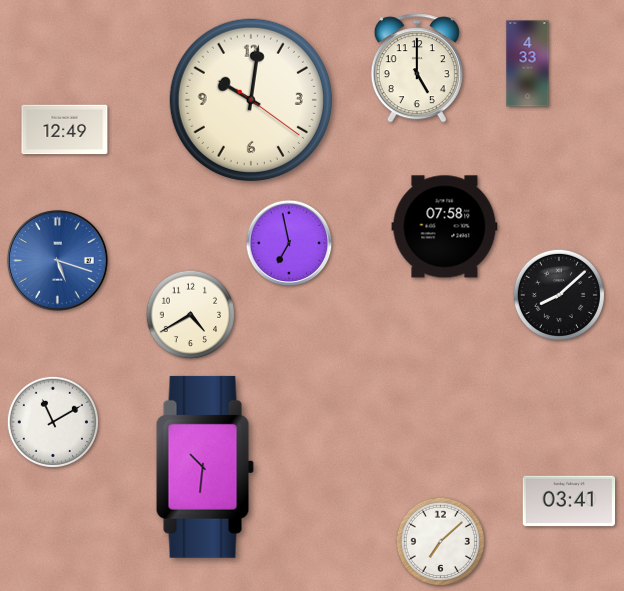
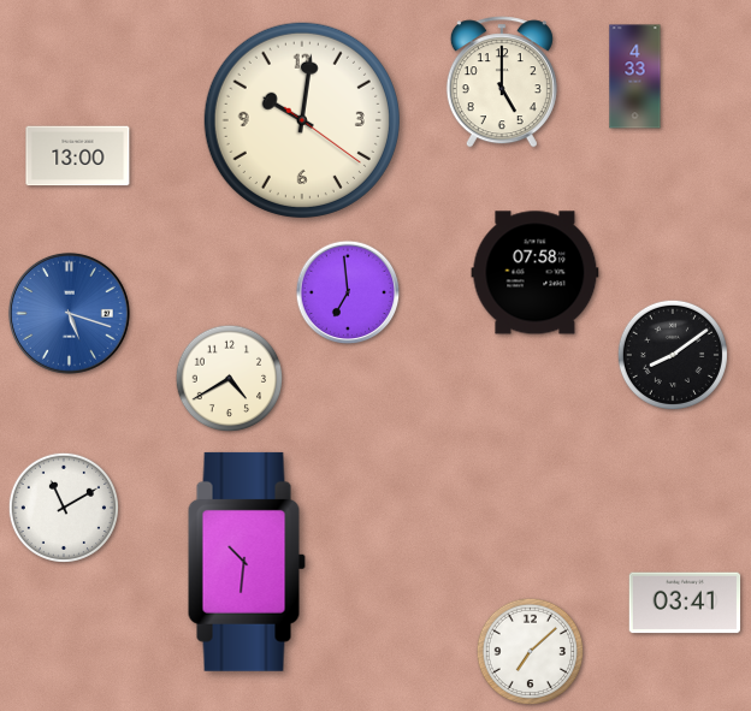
clock at (65, 130): 12:49 -> 13:00
clock at (289, 243): 6:58 -> 6:59
clock at (559, 295): 8:08 -> 8:09
